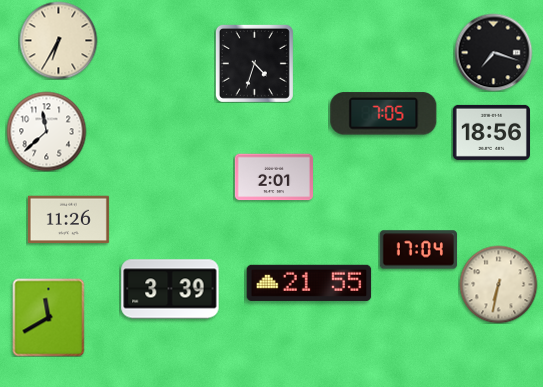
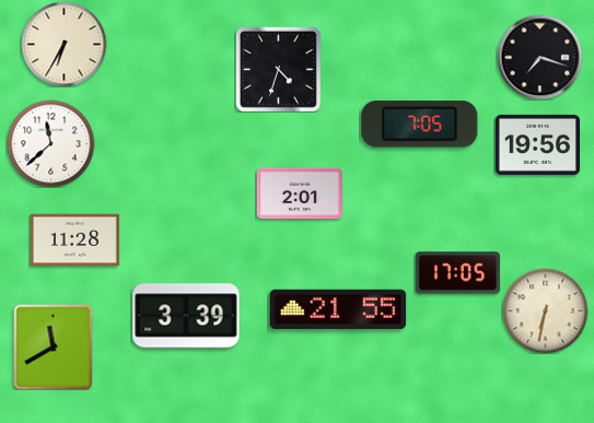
clock at (491, 132): 18:56 -> 19:56
clock at (68, 220): 11:26 -> 11:28
clock at (418, 250): 17:04 -> 17:05
